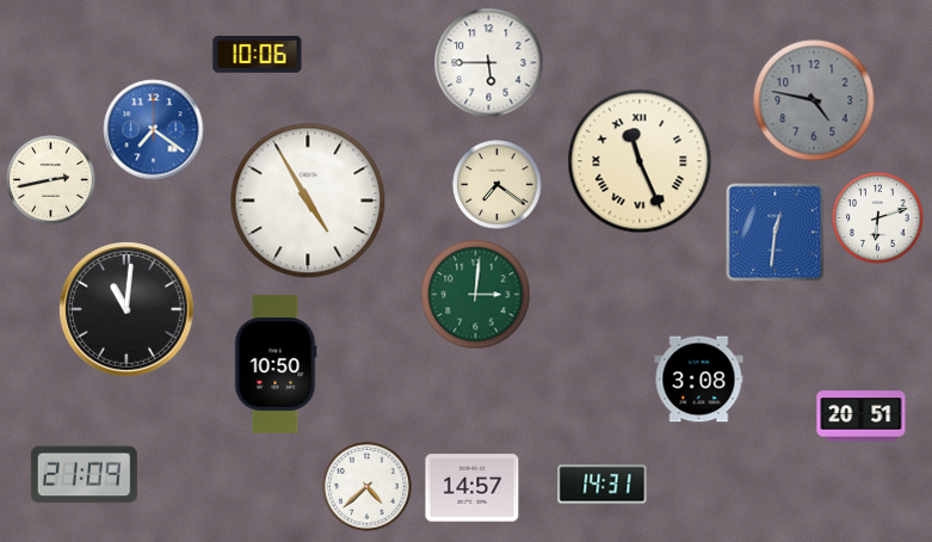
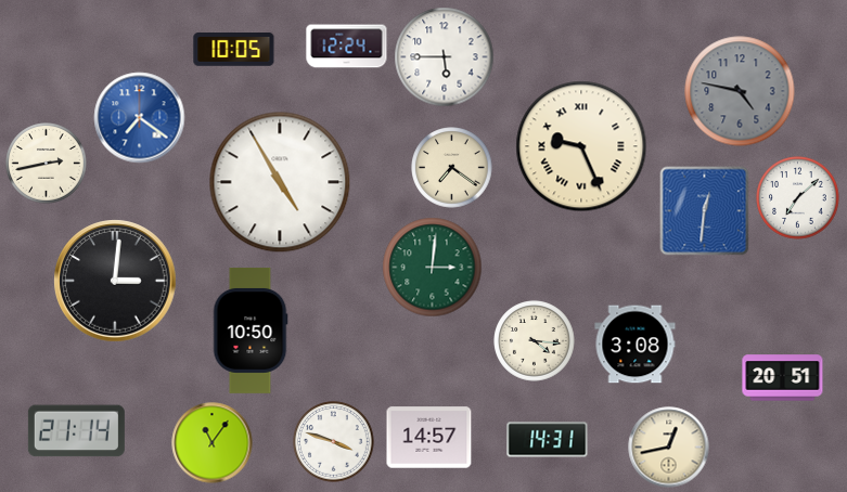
clock at (347, 47): none -> 12:24
clock at (258, 55): 10:06 -> 10:05
clock at (640, 161): 11:26 -> 9:26
clock at (878, 218): 6:12 -> 7:08
clock at (126, 309): 11:01 -> 3:01
clock at (535, 341): none -> 4:16
clock at (84, 475): 21:09 -> 21:14
clock at (368, 487): 4:38 -> 3:48
clock at (213, 443): none -> 11:06
clock at (473, 488) position: (473, 488) -> (429, 438)
clock at (669, 448): none -> 12:43
